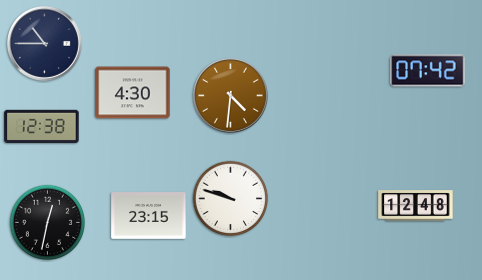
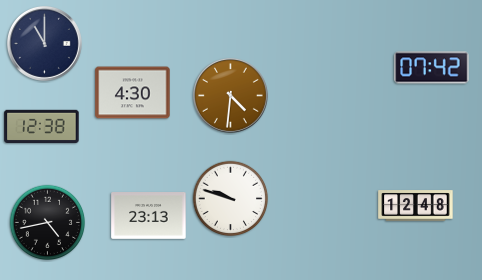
clock at (44, 43): 10:45 -> 11:00
clock at (428, 71) position: (428, 71) -> (432, 68)
clock at (149, 216): 23:15 -> 23:13
clock at (48, 223): 12:32 -> 4:43
